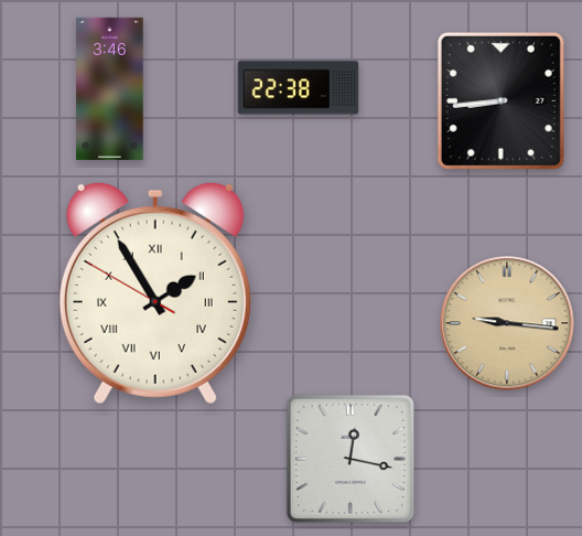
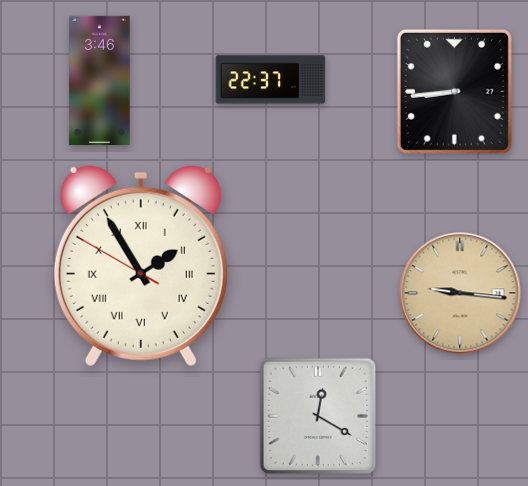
clock at (299, 88): 22:38 -> 22:37
clock at (349, 458): 12:17 -> 12:20
